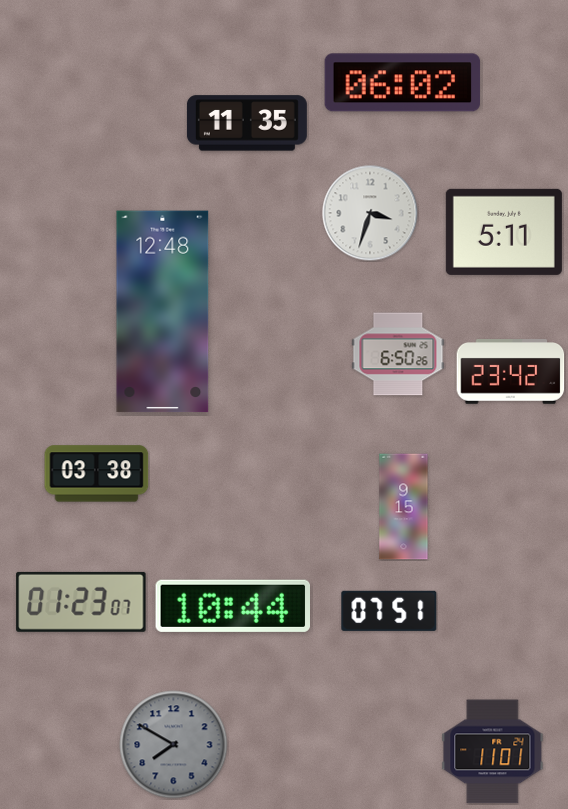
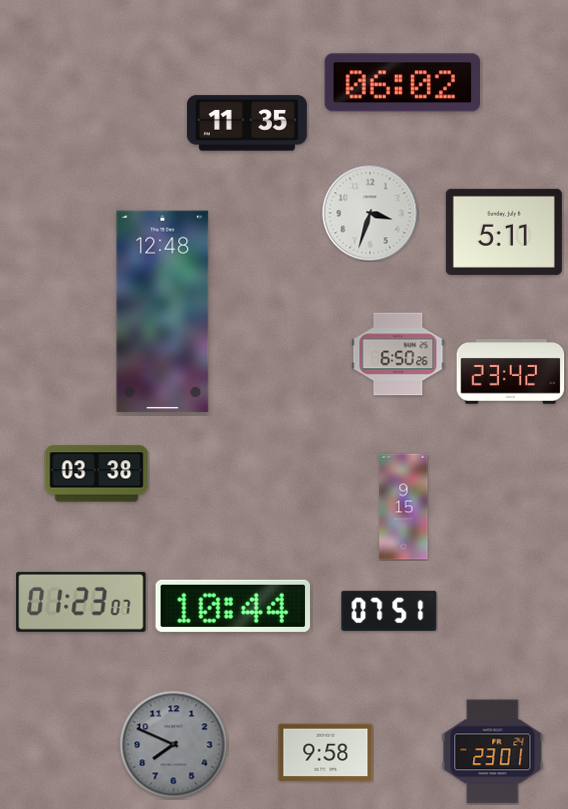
clock at (174, 745): 7:50 -> 7:49
clock at (493, 752): 11:01 -> 23:01
clock at (326, 753): none -> 9:58
